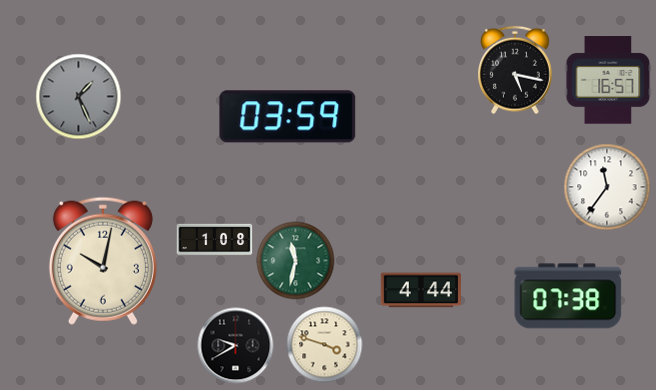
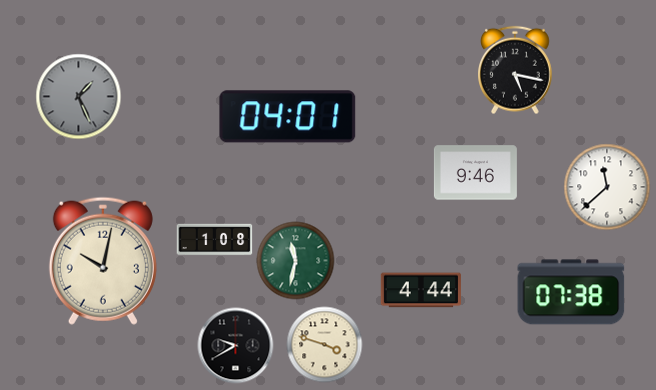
clock at (608, 80): 16:57 -> none
clock at (288, 117): 03:59 -> 04:01
clock at (475, 173): none -> 9:46
clock at (607, 187): 11:36 -> 11:38
clock at (568, 296) position: (568, 296) -> (571, 292)
